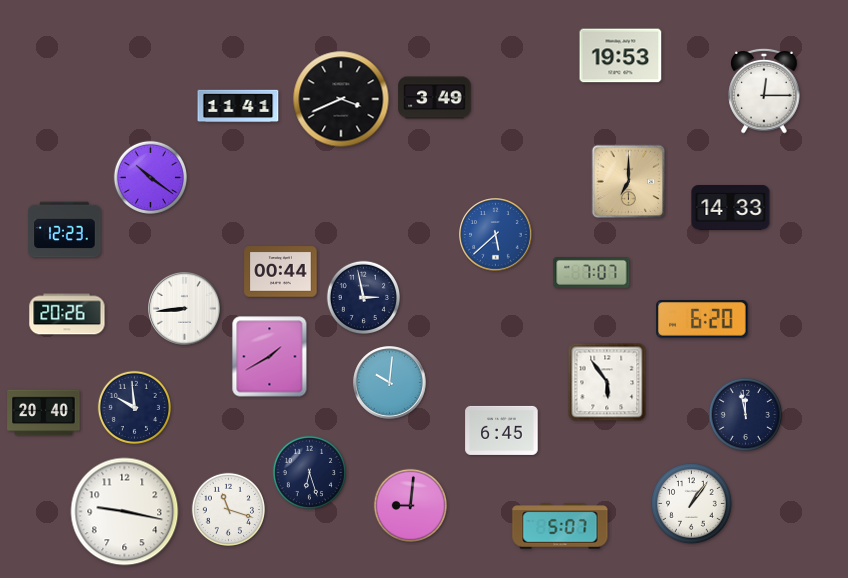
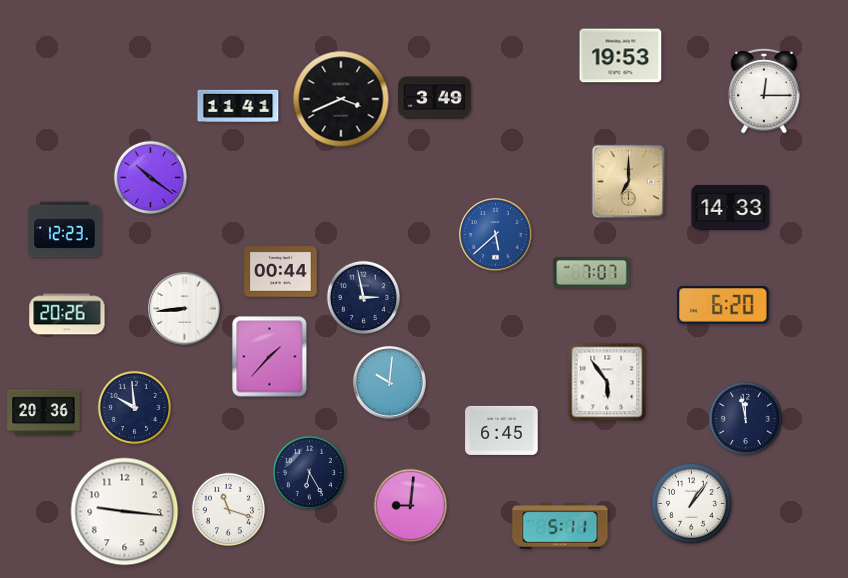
clock at (702, 319) position: (702, 319) -> (723, 305)
clock at (270, 357): 1:40 -> 1:37
clock at (44, 413): 20:40 -> 20:36
clock at (745, 414) position: (745, 414) -> (745, 418)
clock at (309, 472): 6:27 -> 6:25
clock at (125, 512): 9:17 -> 9:16
clock at (560, 526): 5:07 -> 5:11
